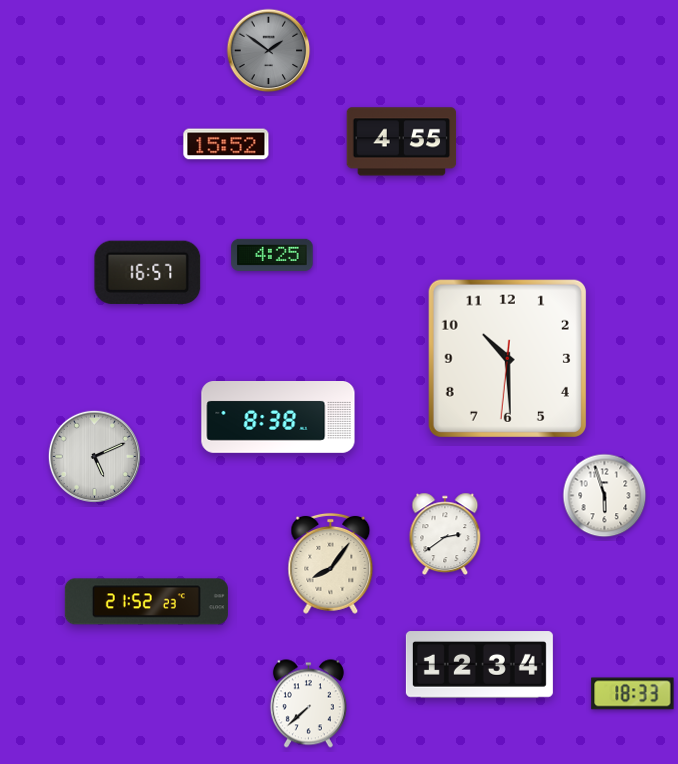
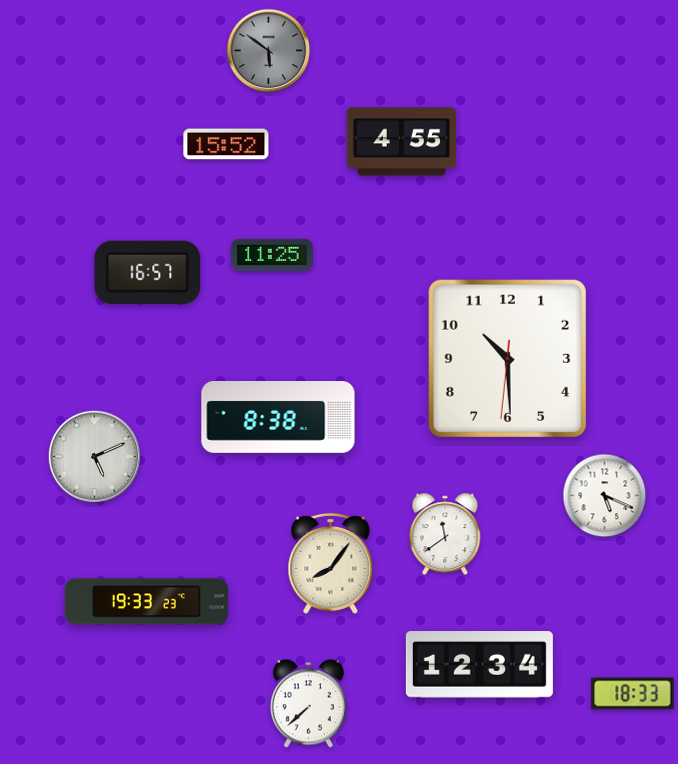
clock at (269, 51): 1:51 -> 5:51
clock at (272, 255): 4:25 -> 11:25
clock at (605, 496): 5:57 -> 5:19
clock at (445, 534): 2:39 -> 11:39
clock at (146, 602): 21:52 -> 19:33
